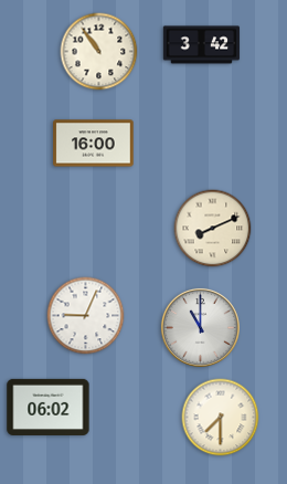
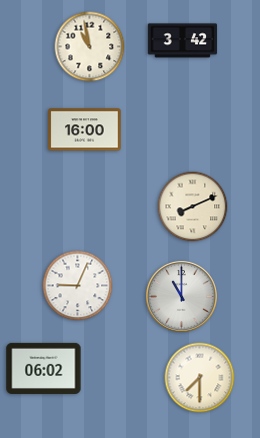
clock at (99, 52): 10:54 -> 10:58
